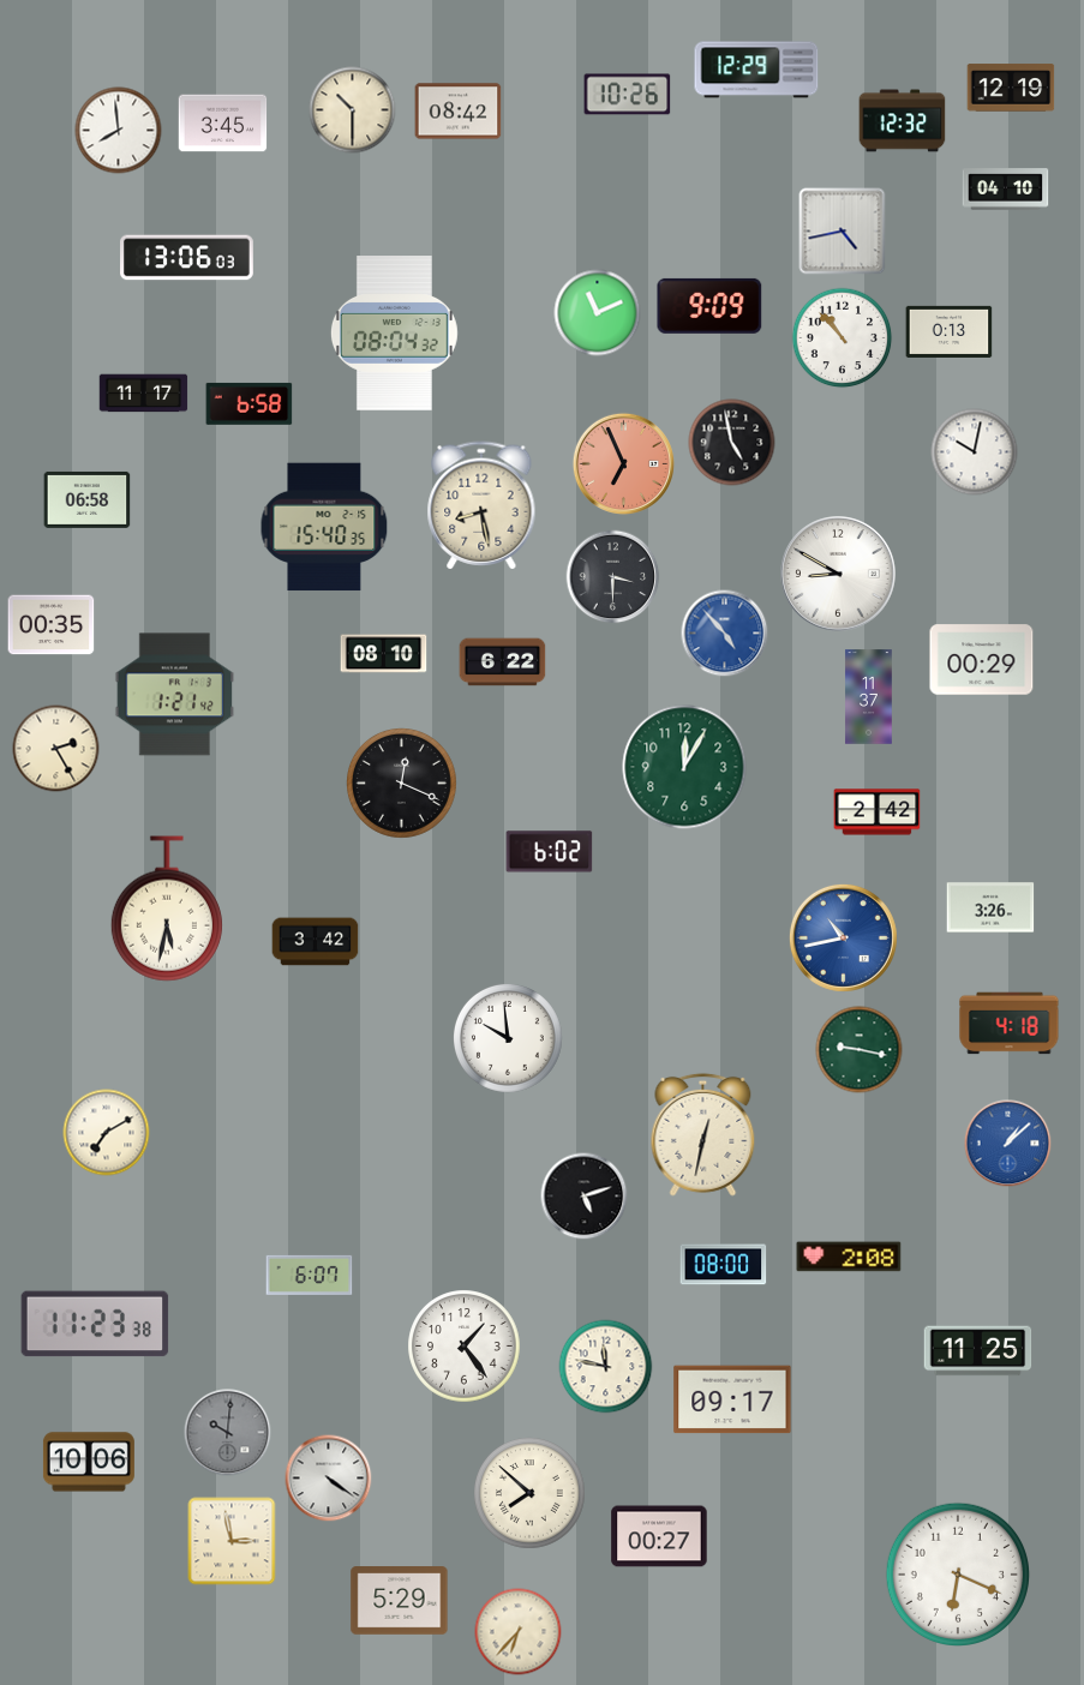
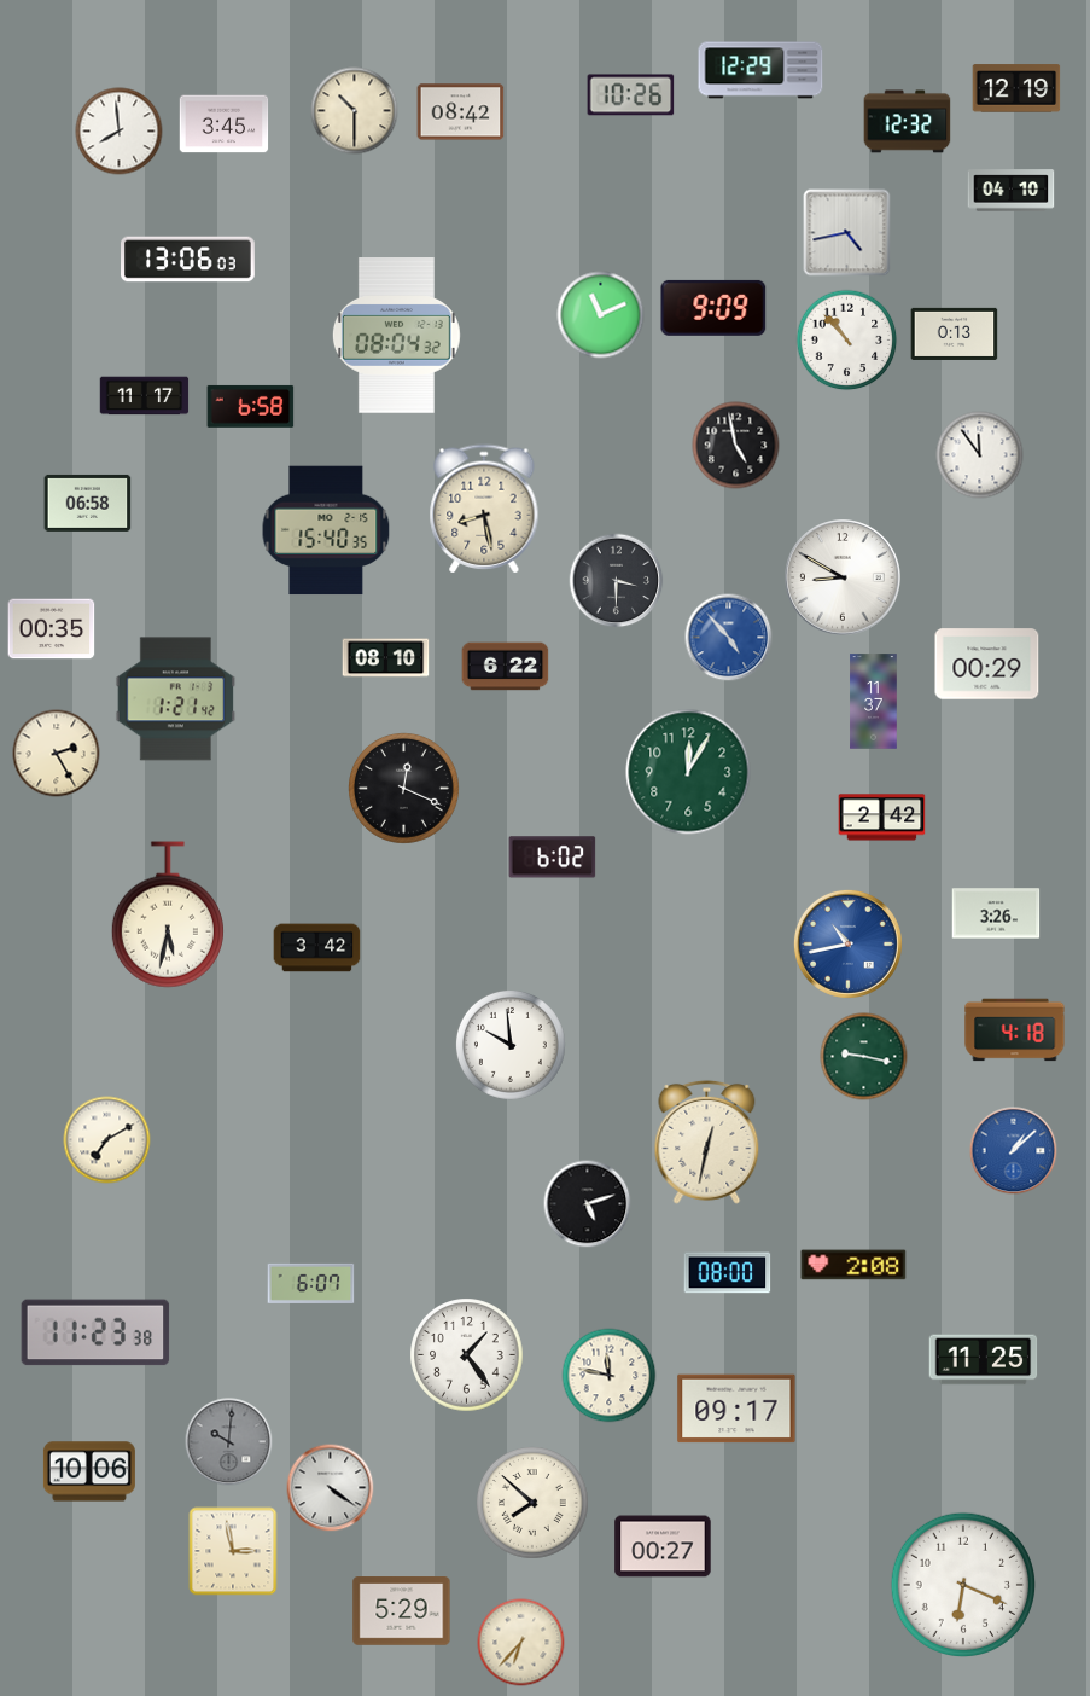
clock at (975, 452): 10:02 -> 11:54
clock at (623, 463): 6:56 -> none
